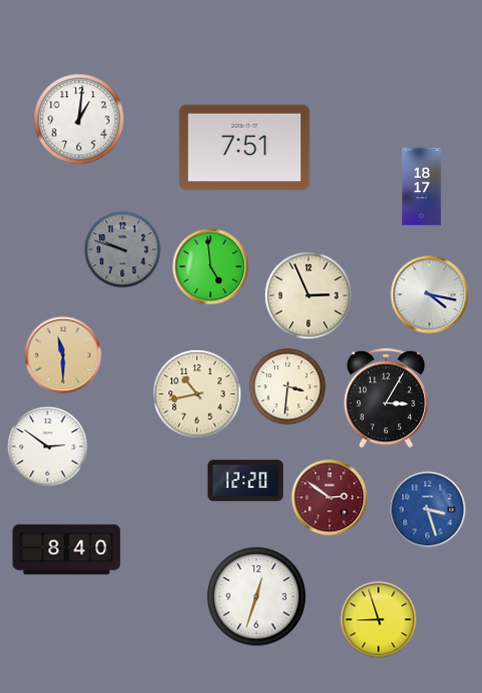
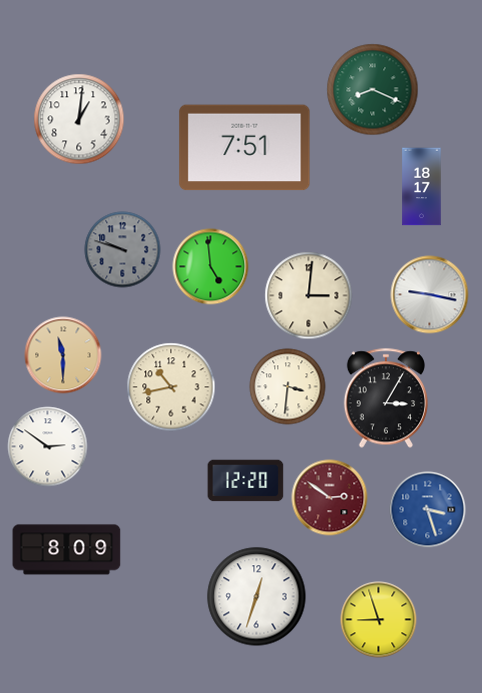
clock at (373, 90): none -> 8:19
clock at (430, 295): 4:17 -> 9:17
clock at (309, 296): 2:56 -> 3:01
clock at (197, 394) position: (197, 394) -> (171, 387)
clock at (67, 550): 8:40 -> 8:09
